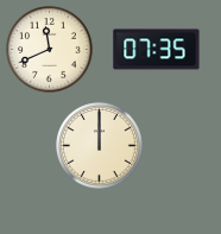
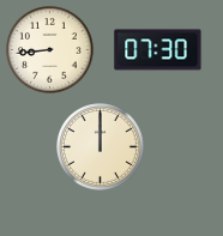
clock at (50, 50): 11:41 -> 8:44
clock at (157, 50): 07:35 -> 07:30
